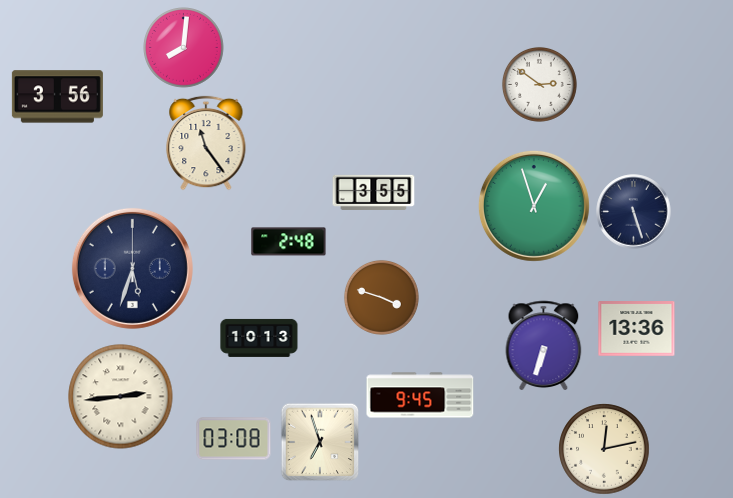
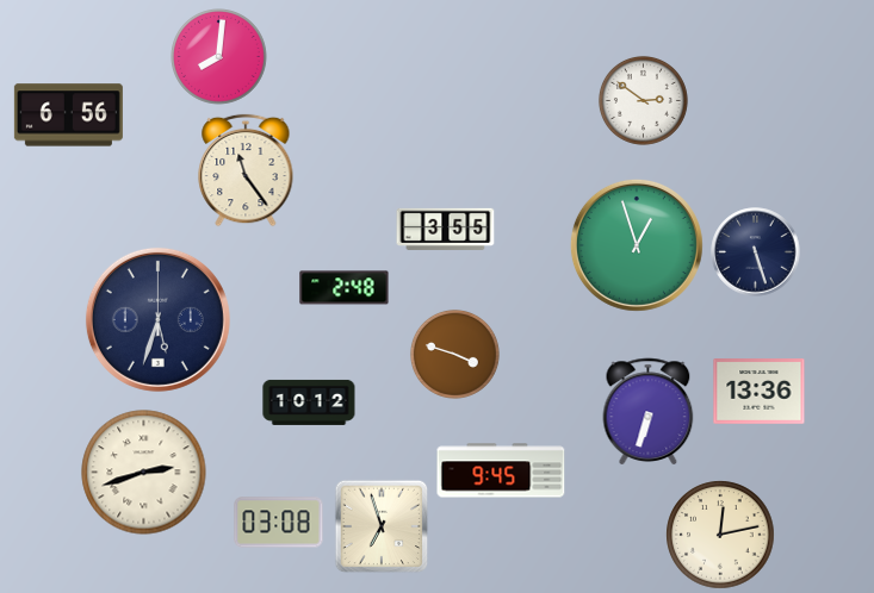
clock at (57, 97): 3:56 -> 6:56
clock at (259, 338): 10:13 -> 10:12
clock at (121, 397): 2:44 -> 2:42
